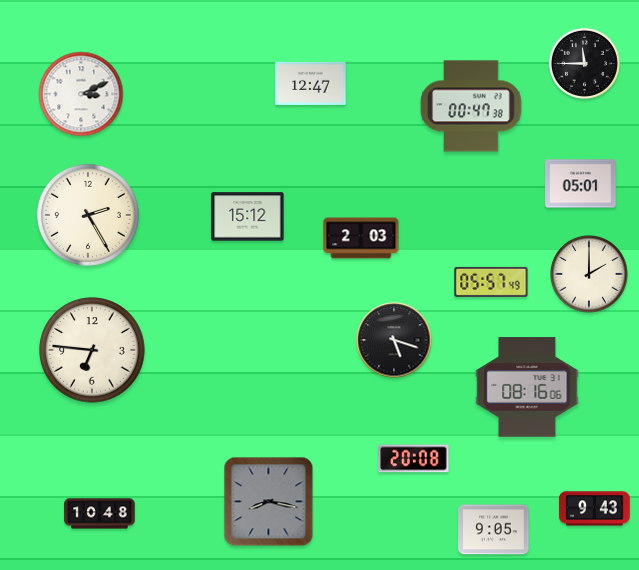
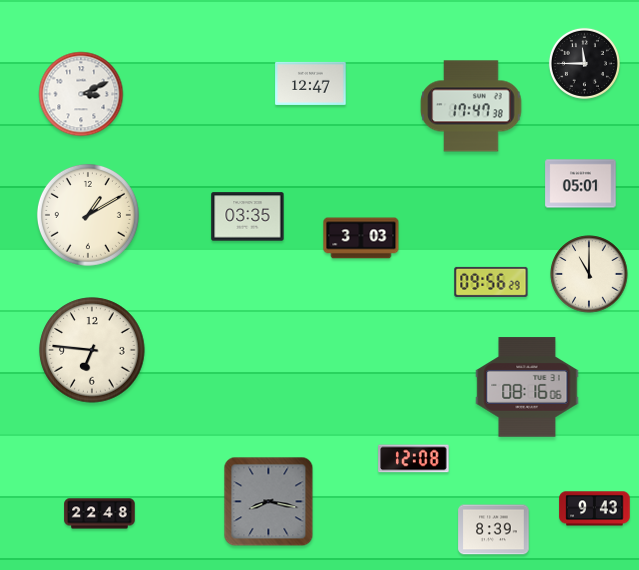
clock at (471, 106): 00:47 -> 17:47
clock at (88, 215): 2:25 -> 1:10
clock at (248, 217): 15:12 -> 03:35
clock at (361, 238): 2:03 -> 3:03
clock at (589, 274): 2:00 -> 11:00
clock at (491, 282): 05:57 -> 09:56
clock at (394, 340): 5:18 -> none
clock at (414, 459): 20:08 -> 12:08
clock at (100, 514): 10:48 -> 22:48
clock at (494, 530): 9:05 -> 8:39
